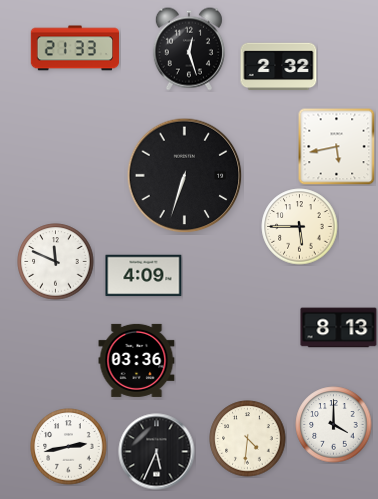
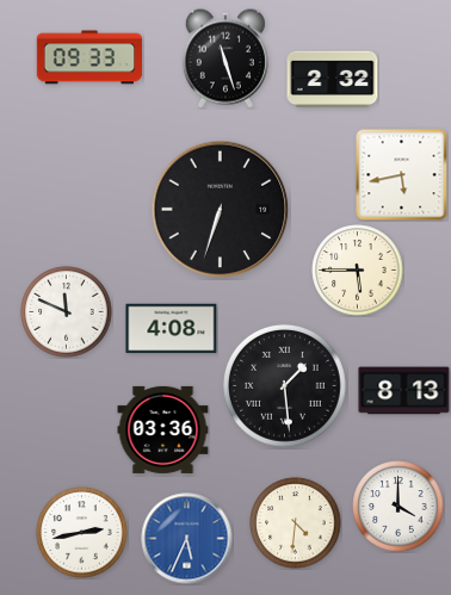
clock at (74, 48): 21:33 -> 09:33
clock at (189, 49): 12:27 -> 11:27
clock at (144, 276): 4:09 -> 4:08
clock at (285, 386): none -> 1:29
clock at (157, 452) dial: black -> blue
